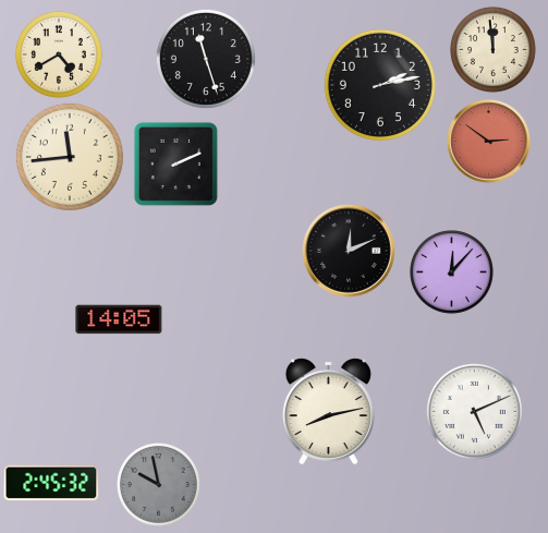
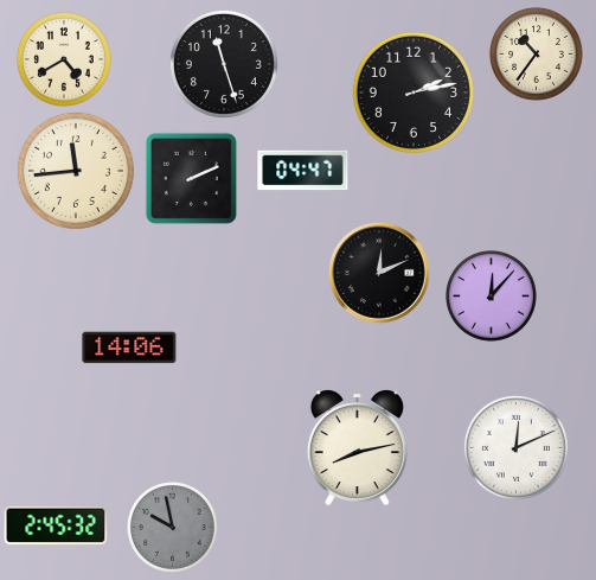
clock at (494, 50): 11:59 -> 10:36
clock at (489, 142): 2:51 -> none
clock at (303, 171): none -> 04:47
clock at (119, 319): 14:05 -> 14:06
clock at (474, 411): 5:11 -> 12:11
